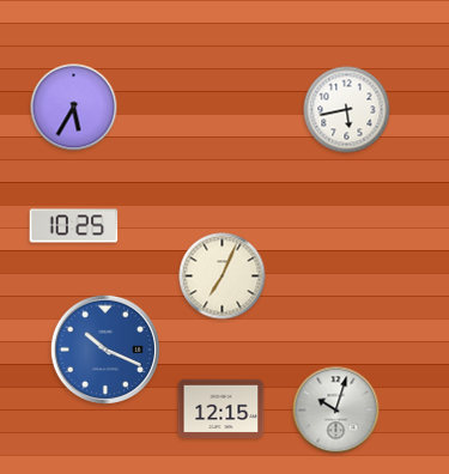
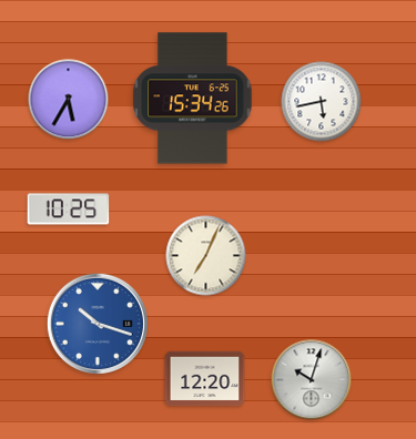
clock at (193, 99): none -> 15:34
clock at (105, 350): 10:19 -> 10:18
clock at (222, 409): 12:15 -> 12:20
